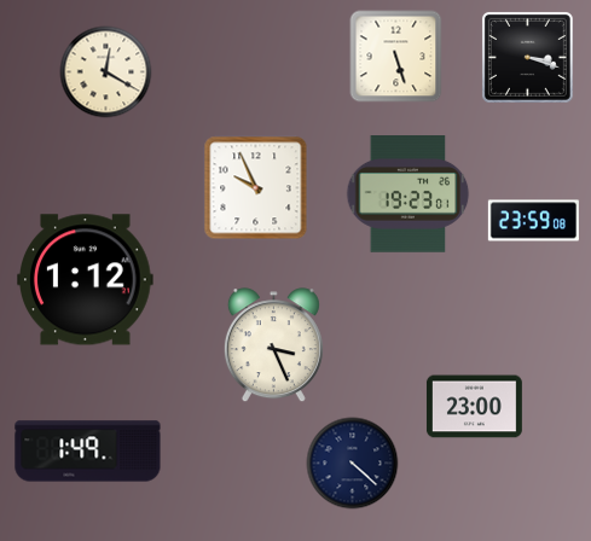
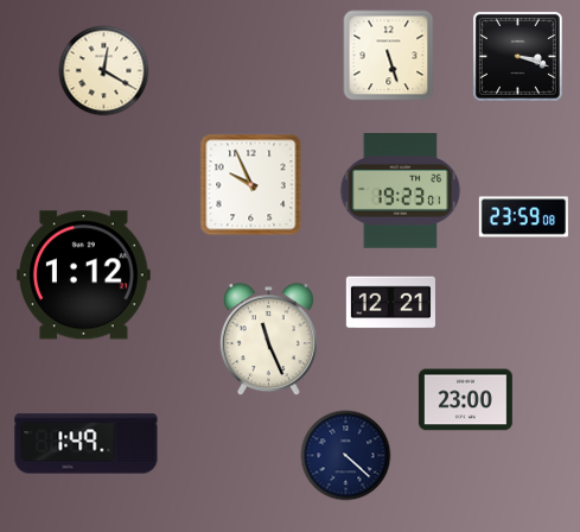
clock at (390, 303): none -> 12:21
clock at (273, 345): 3:26 -> 11:26
